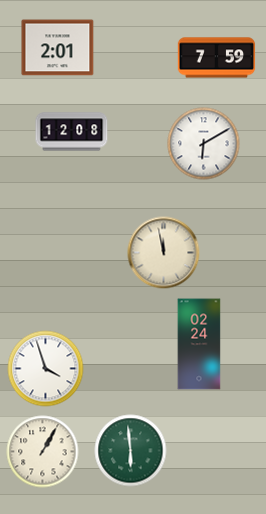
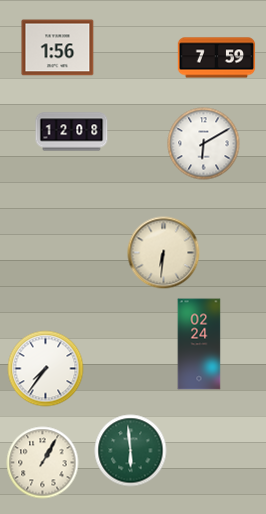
clock at (58, 48): 2:01 -> 1:56
clock at (164, 253): 11:58 -> 6:31
clock at (46, 369): 3:57 -> 7:36
clock at (43, 452) position: (43, 452) -> (43, 463)
